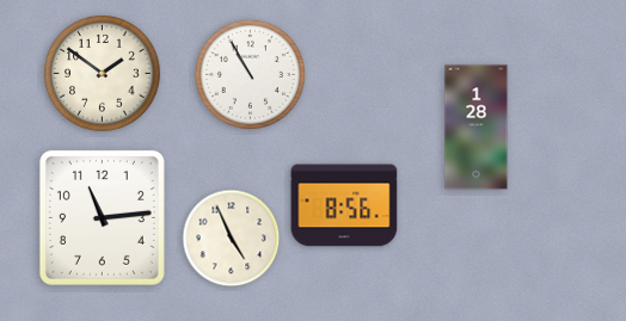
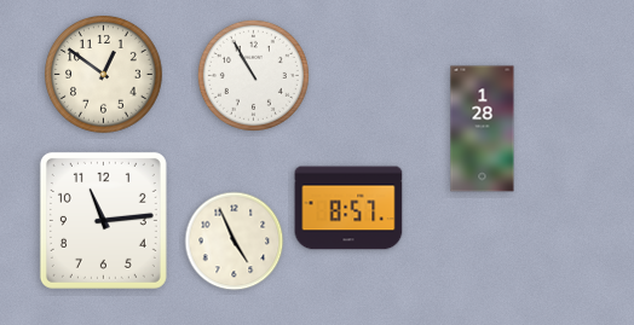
clock at (103, 74): 1:51 -> 12:51
clock at (344, 205): 8:56 -> 8:57
